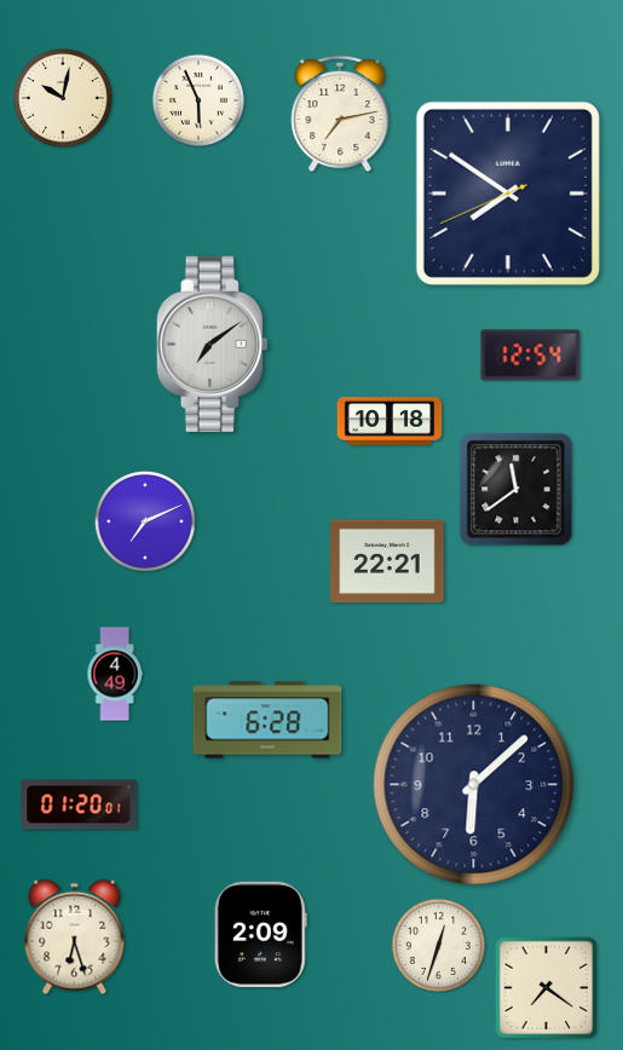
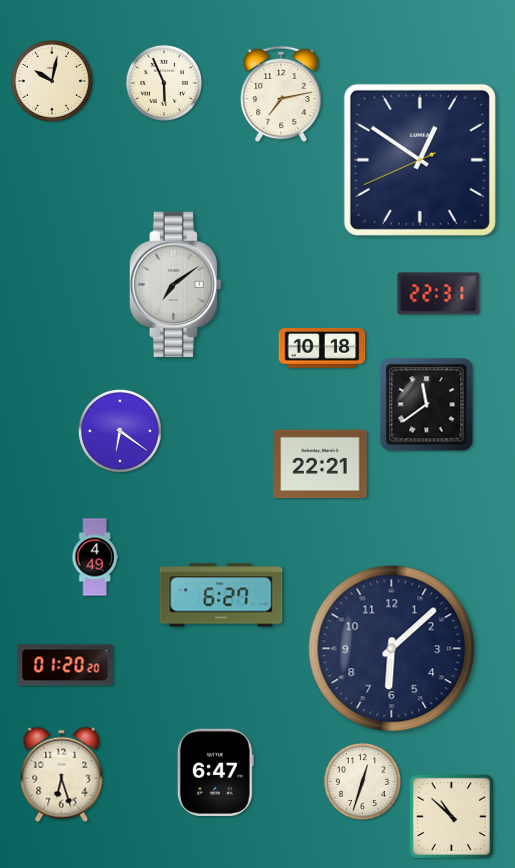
clock at (508, 194): 7:50 -> 12:50
clock at (531, 356): 12:54 -> 22:31
clock at (146, 523): 7:11 -> 6:21
clock at (267, 720): 6:28 -> 6:27
clock at (79, 804): 01:20:01 -> 01:20:20
clock at (260, 934): 2:09 -> 6:47
clock at (547, 988): 7:21 -> 10:52
